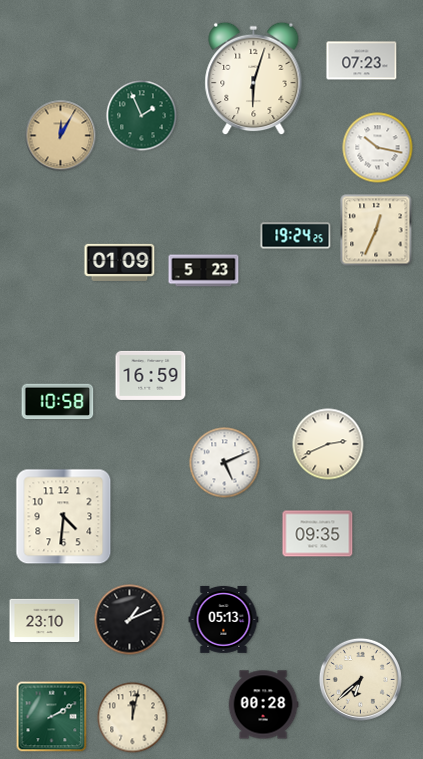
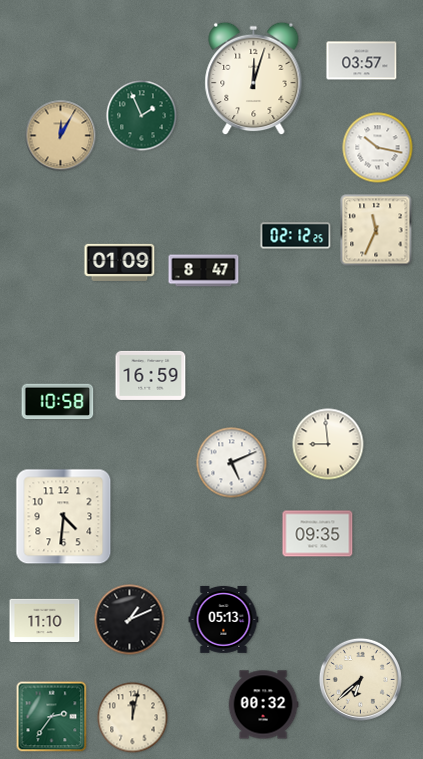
clock at (362, 61): 07:23 -> 03:57
clock at (254, 79): 6:03 -> 12:03
clock at (376, 230): 12:34 -> 11:34
clock at (296, 236): 19:24 -> 02:12
clock at (204, 271): 5:23 -> 8:47
clock at (328, 444): 2:41 -> 8:59
clock at (225, 463) position: (225, 463) -> (232, 463)
clock at (45, 620): 23:10 -> 11:10
clock at (263, 705): 00:28 -> 00:32
clock at (52, 717): 2:10 -> 2:36
